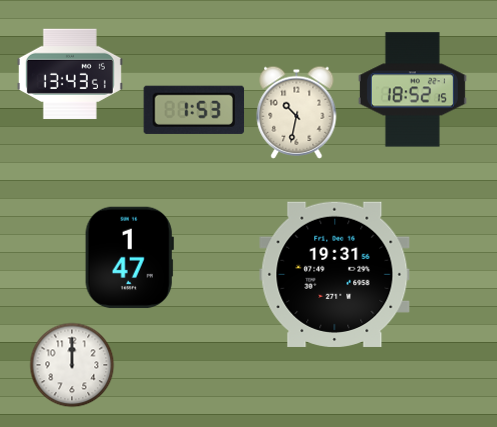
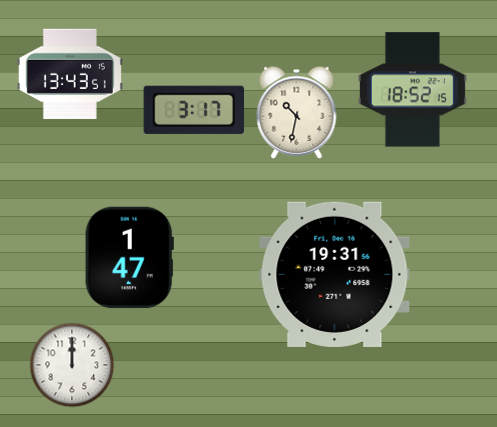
clock at (194, 110): 1:53 -> 3:17
